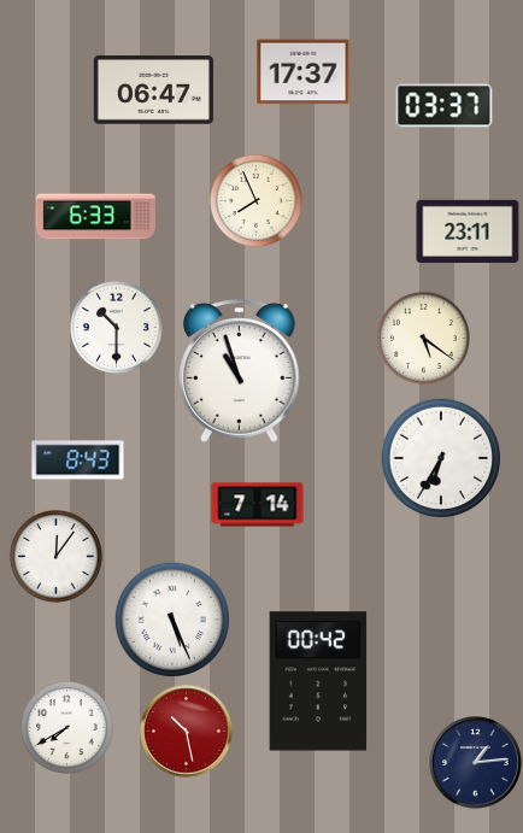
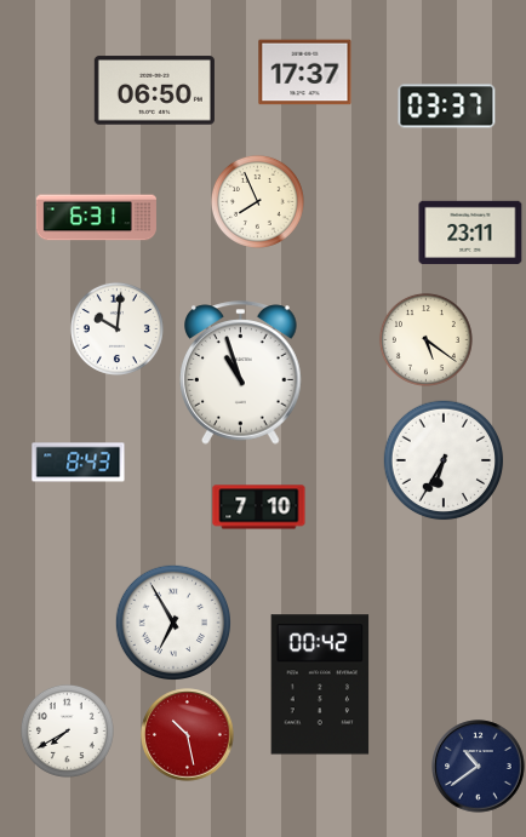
clock at (153, 90): 06:47 -> 06:50
clock at (95, 217): 6:33 -> 6:31
clock at (116, 327): 10:30 -> 10:01
clock at (258, 505): 7:14 -> 7:10
clock at (55, 556): 12:06 -> none
clock at (171, 618): 5:26 -> 6:55
clock at (476, 763): 1:14 -> 10:39
